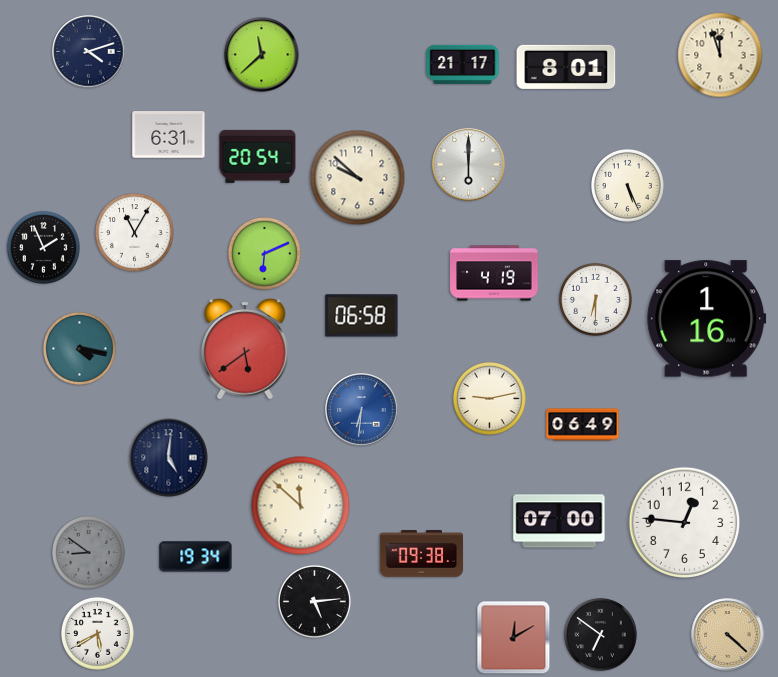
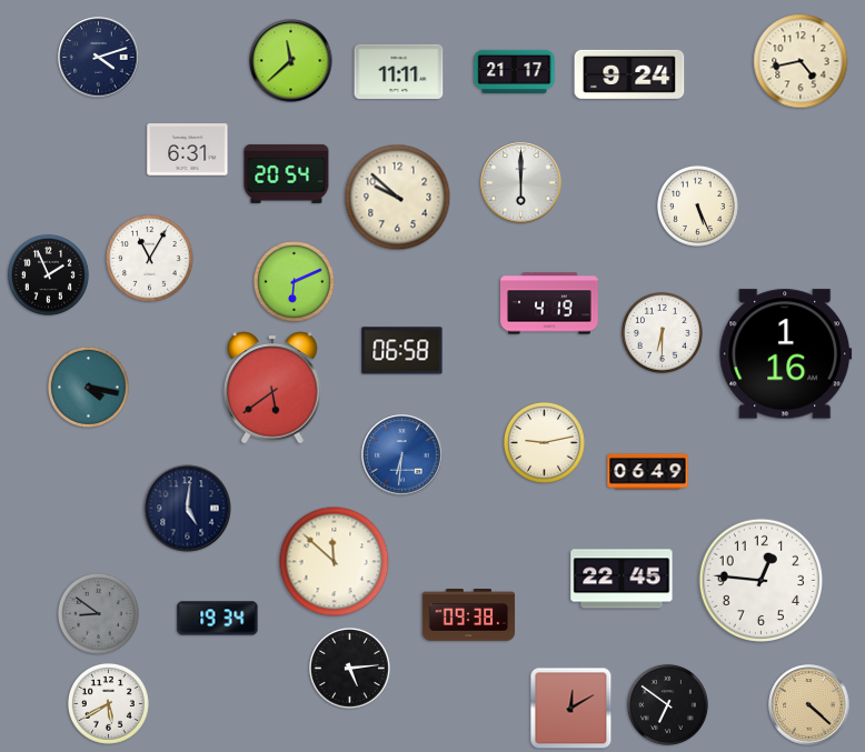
clock at (720, 55): 11:57 -> 4:43
clock at (399, 72): none -> 11:11
clock at (566, 67): 8:01 -> 9:24
clock at (559, 521): 07:00 -> 22:45
